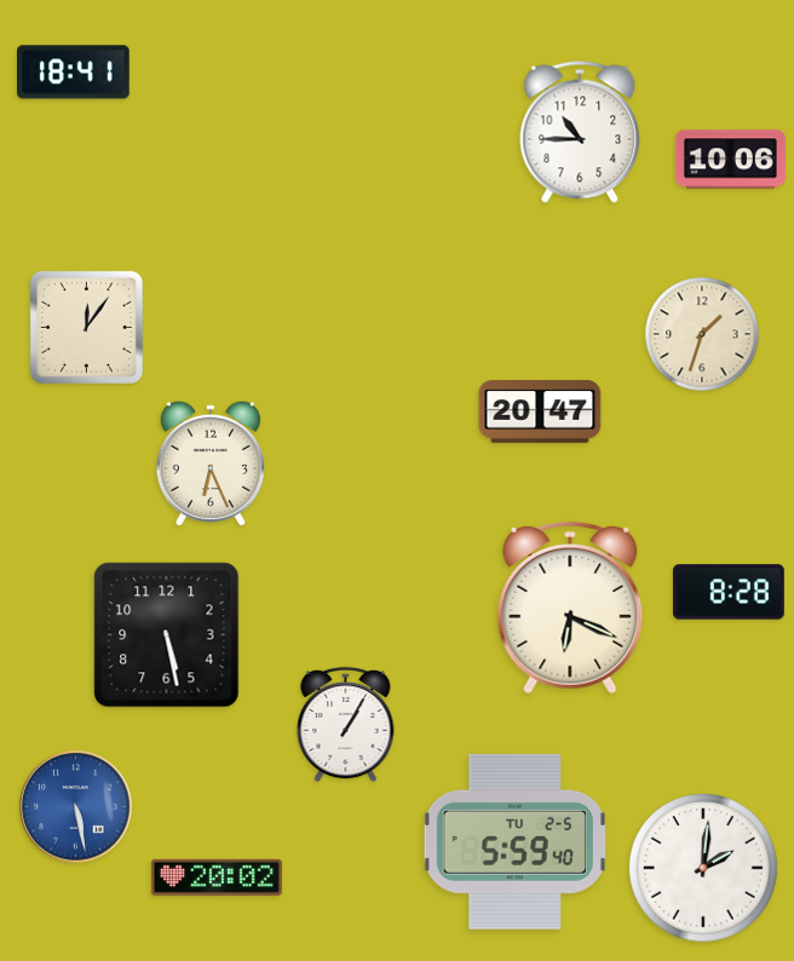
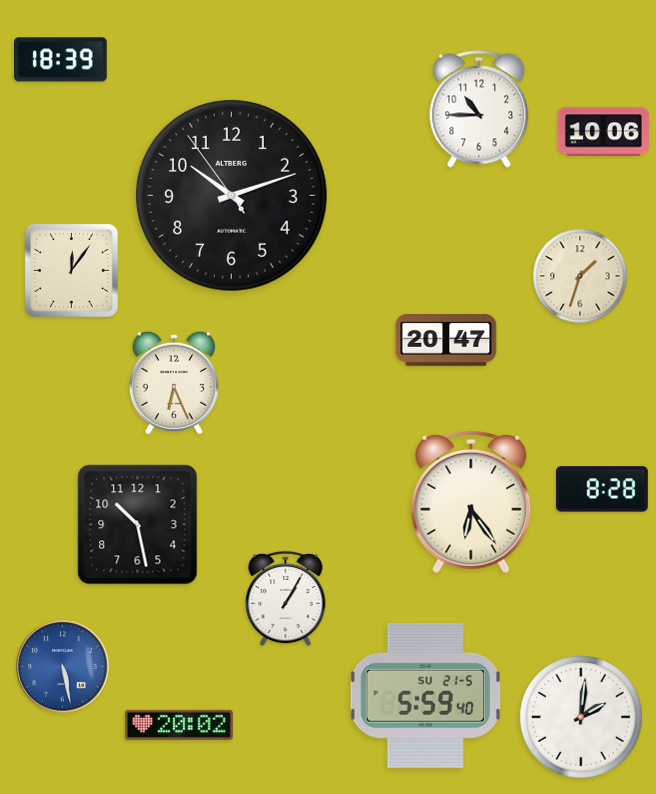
clock at (74, 73): 18:41 -> 18:39
clock at (231, 195): none -> 10:11
clock at (570, 608): 6:19 -> 6:24
clock at (167, 635): 5:28 -> 10:28
clock at (514, 841) date: TU 2-5 -> SU 21-5
